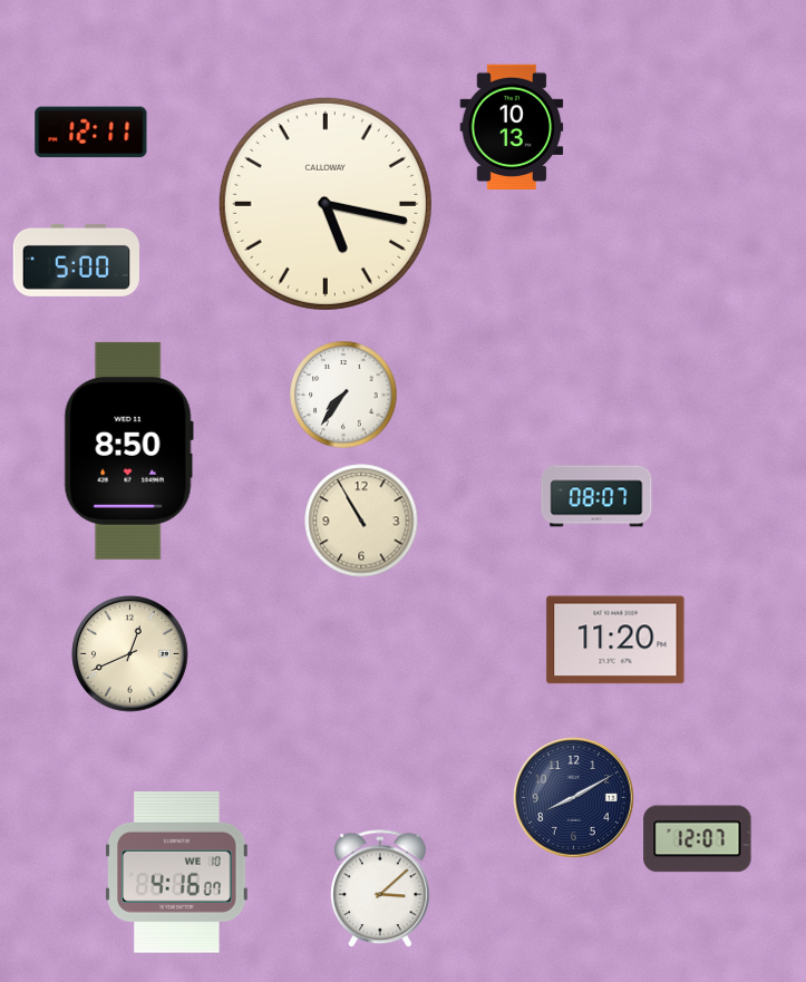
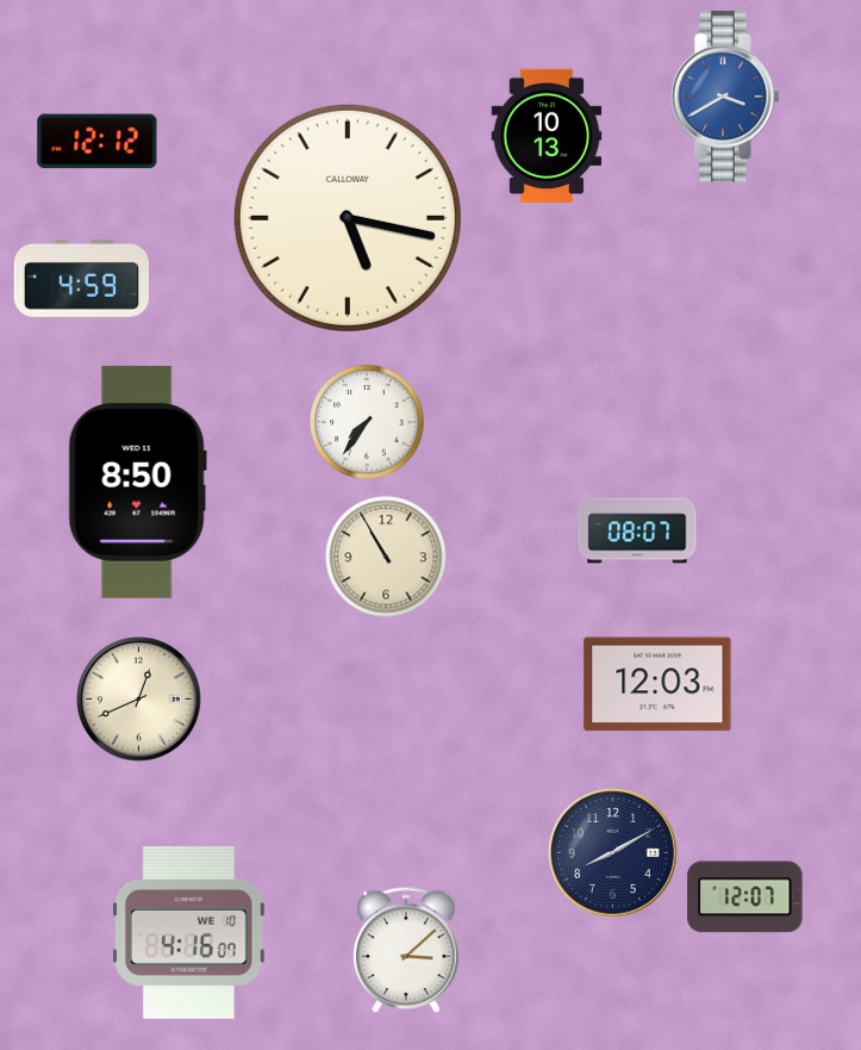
clock at (725, 97): none -> 3:40
clock at (91, 133): 12:11 -> 12:12
clock at (76, 260): 5:00 -> 4:59
clock at (615, 640): 11:20 -> 12:03
